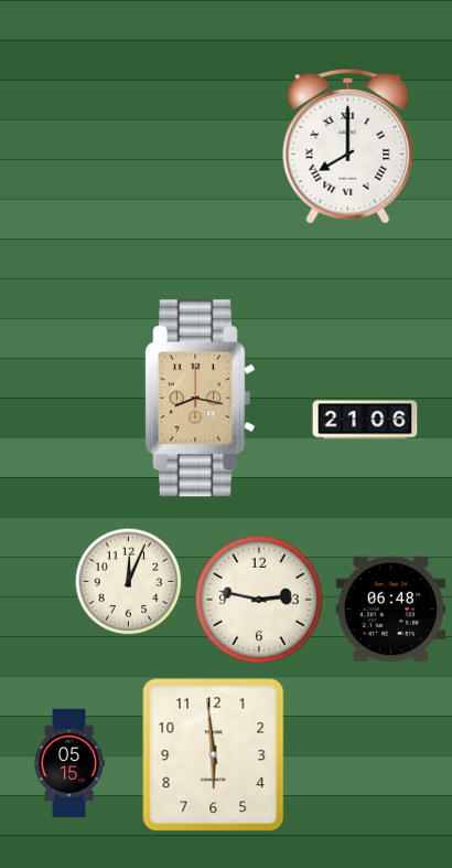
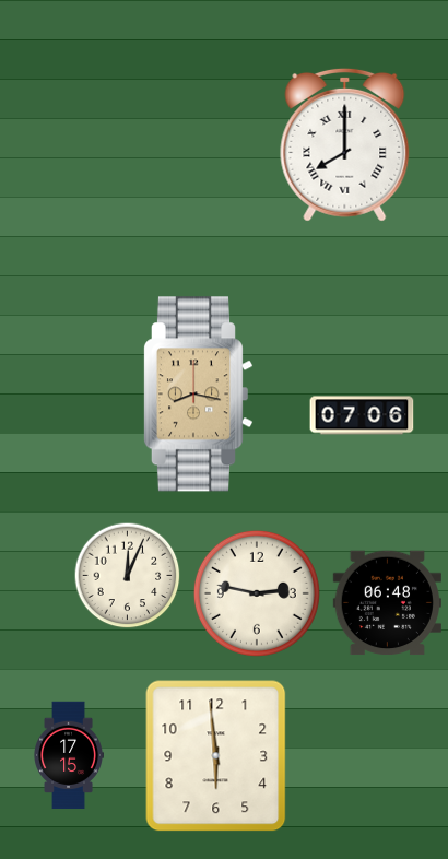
clock at (365, 420): 21:06 -> 07:06
clock at (214, 755) position: (214, 755) -> (216, 756)
clock at (69, 763): 05:15 -> 17:15
